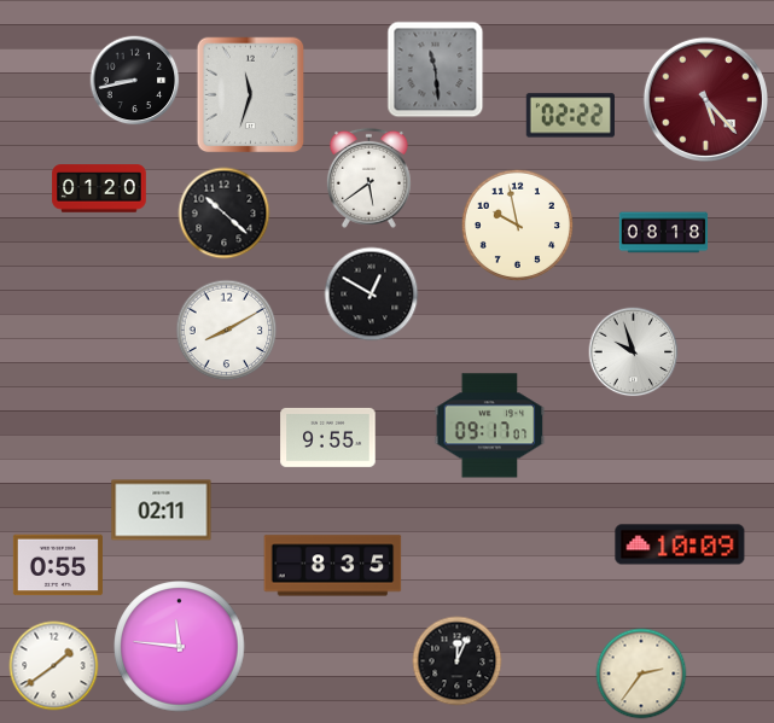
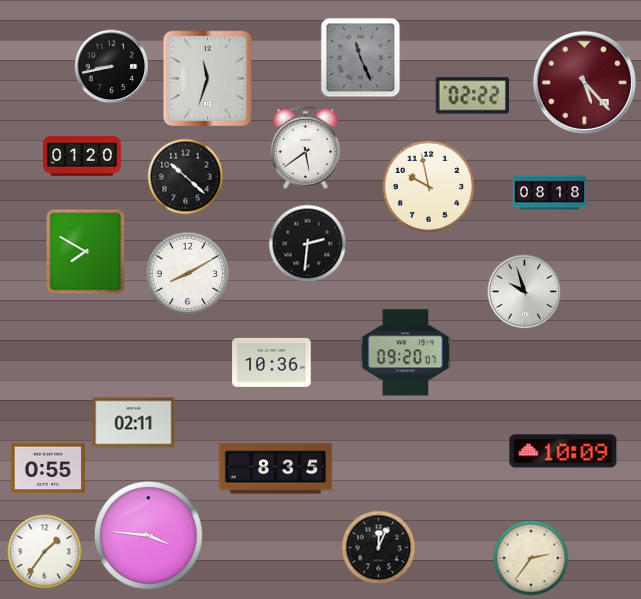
clock at (436, 70): 11:29 -> 11:26
clock at (372, 295): 12:50 -> 2:31
clock at (86, 252): none -> 7:50
clock at (490, 426): 09:17 -> 09:20
clock at (328, 437): 9:55 -> 10:36
clock at (180, 647): 11:46 -> 3:46
clock at (54, 666): 1:39 -> 1:36
